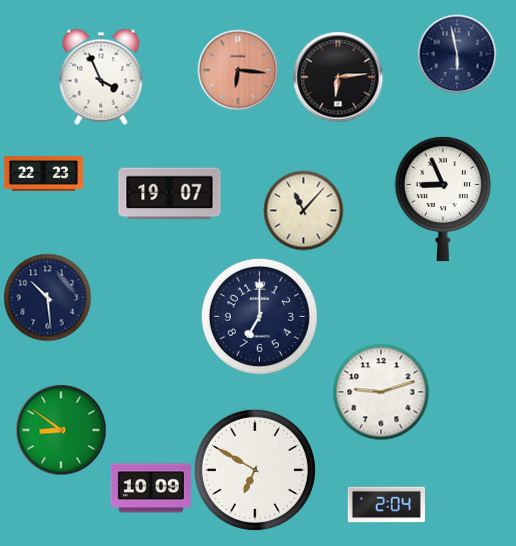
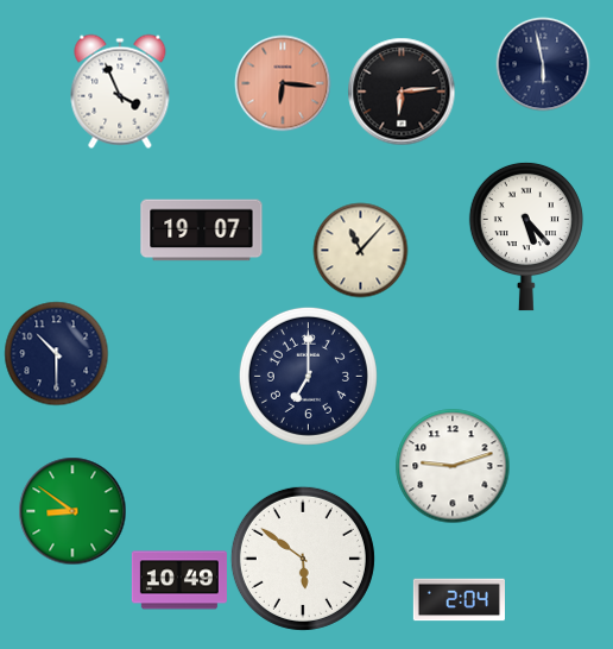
clock at (43, 174): 22:23 -> none
clock at (443, 199): 8:56 -> 5:23
clock at (47, 297): 10:29 -> 10:30
clock at (255, 470): 6:50 -> 5:51
clock at (151, 488): 10:09 -> 10:49
